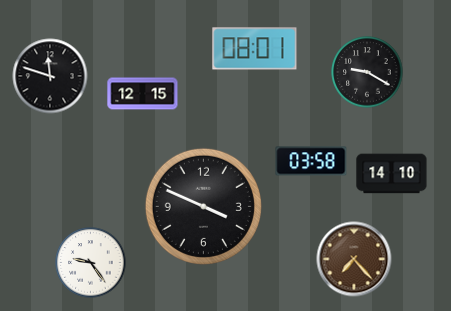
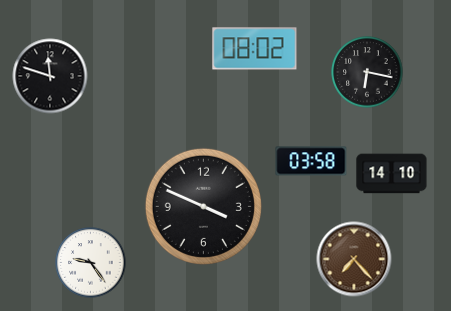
clock at (255, 49): 08:01 -> 08:02
clock at (367, 72): 9:20 -> 6:17
clock at (143, 94): 12:15 -> none
